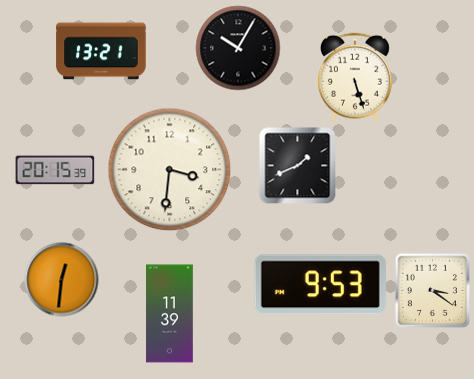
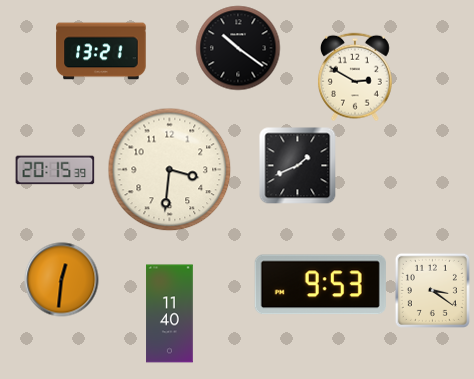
clock at (238, 48): 10:05 -> 10:21
clock at (355, 77): 5:27 -> 2:50
clock at (170, 314): 11:39 -> 11:40
